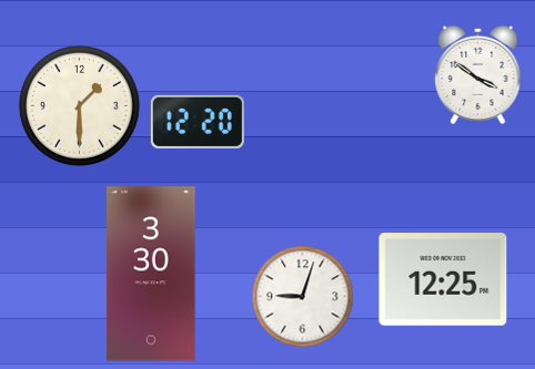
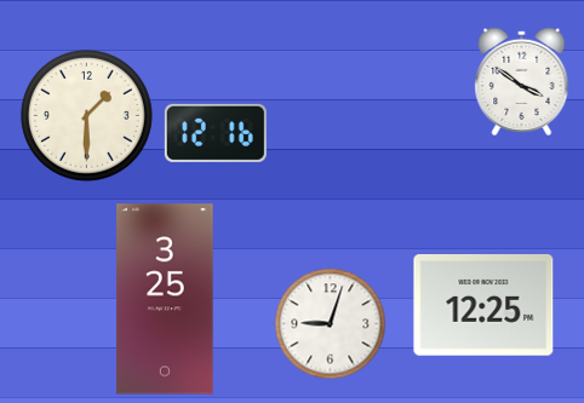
clock at (198, 122): 12:20 -> 12:16
clock at (151, 274): 3:30 -> 3:25
